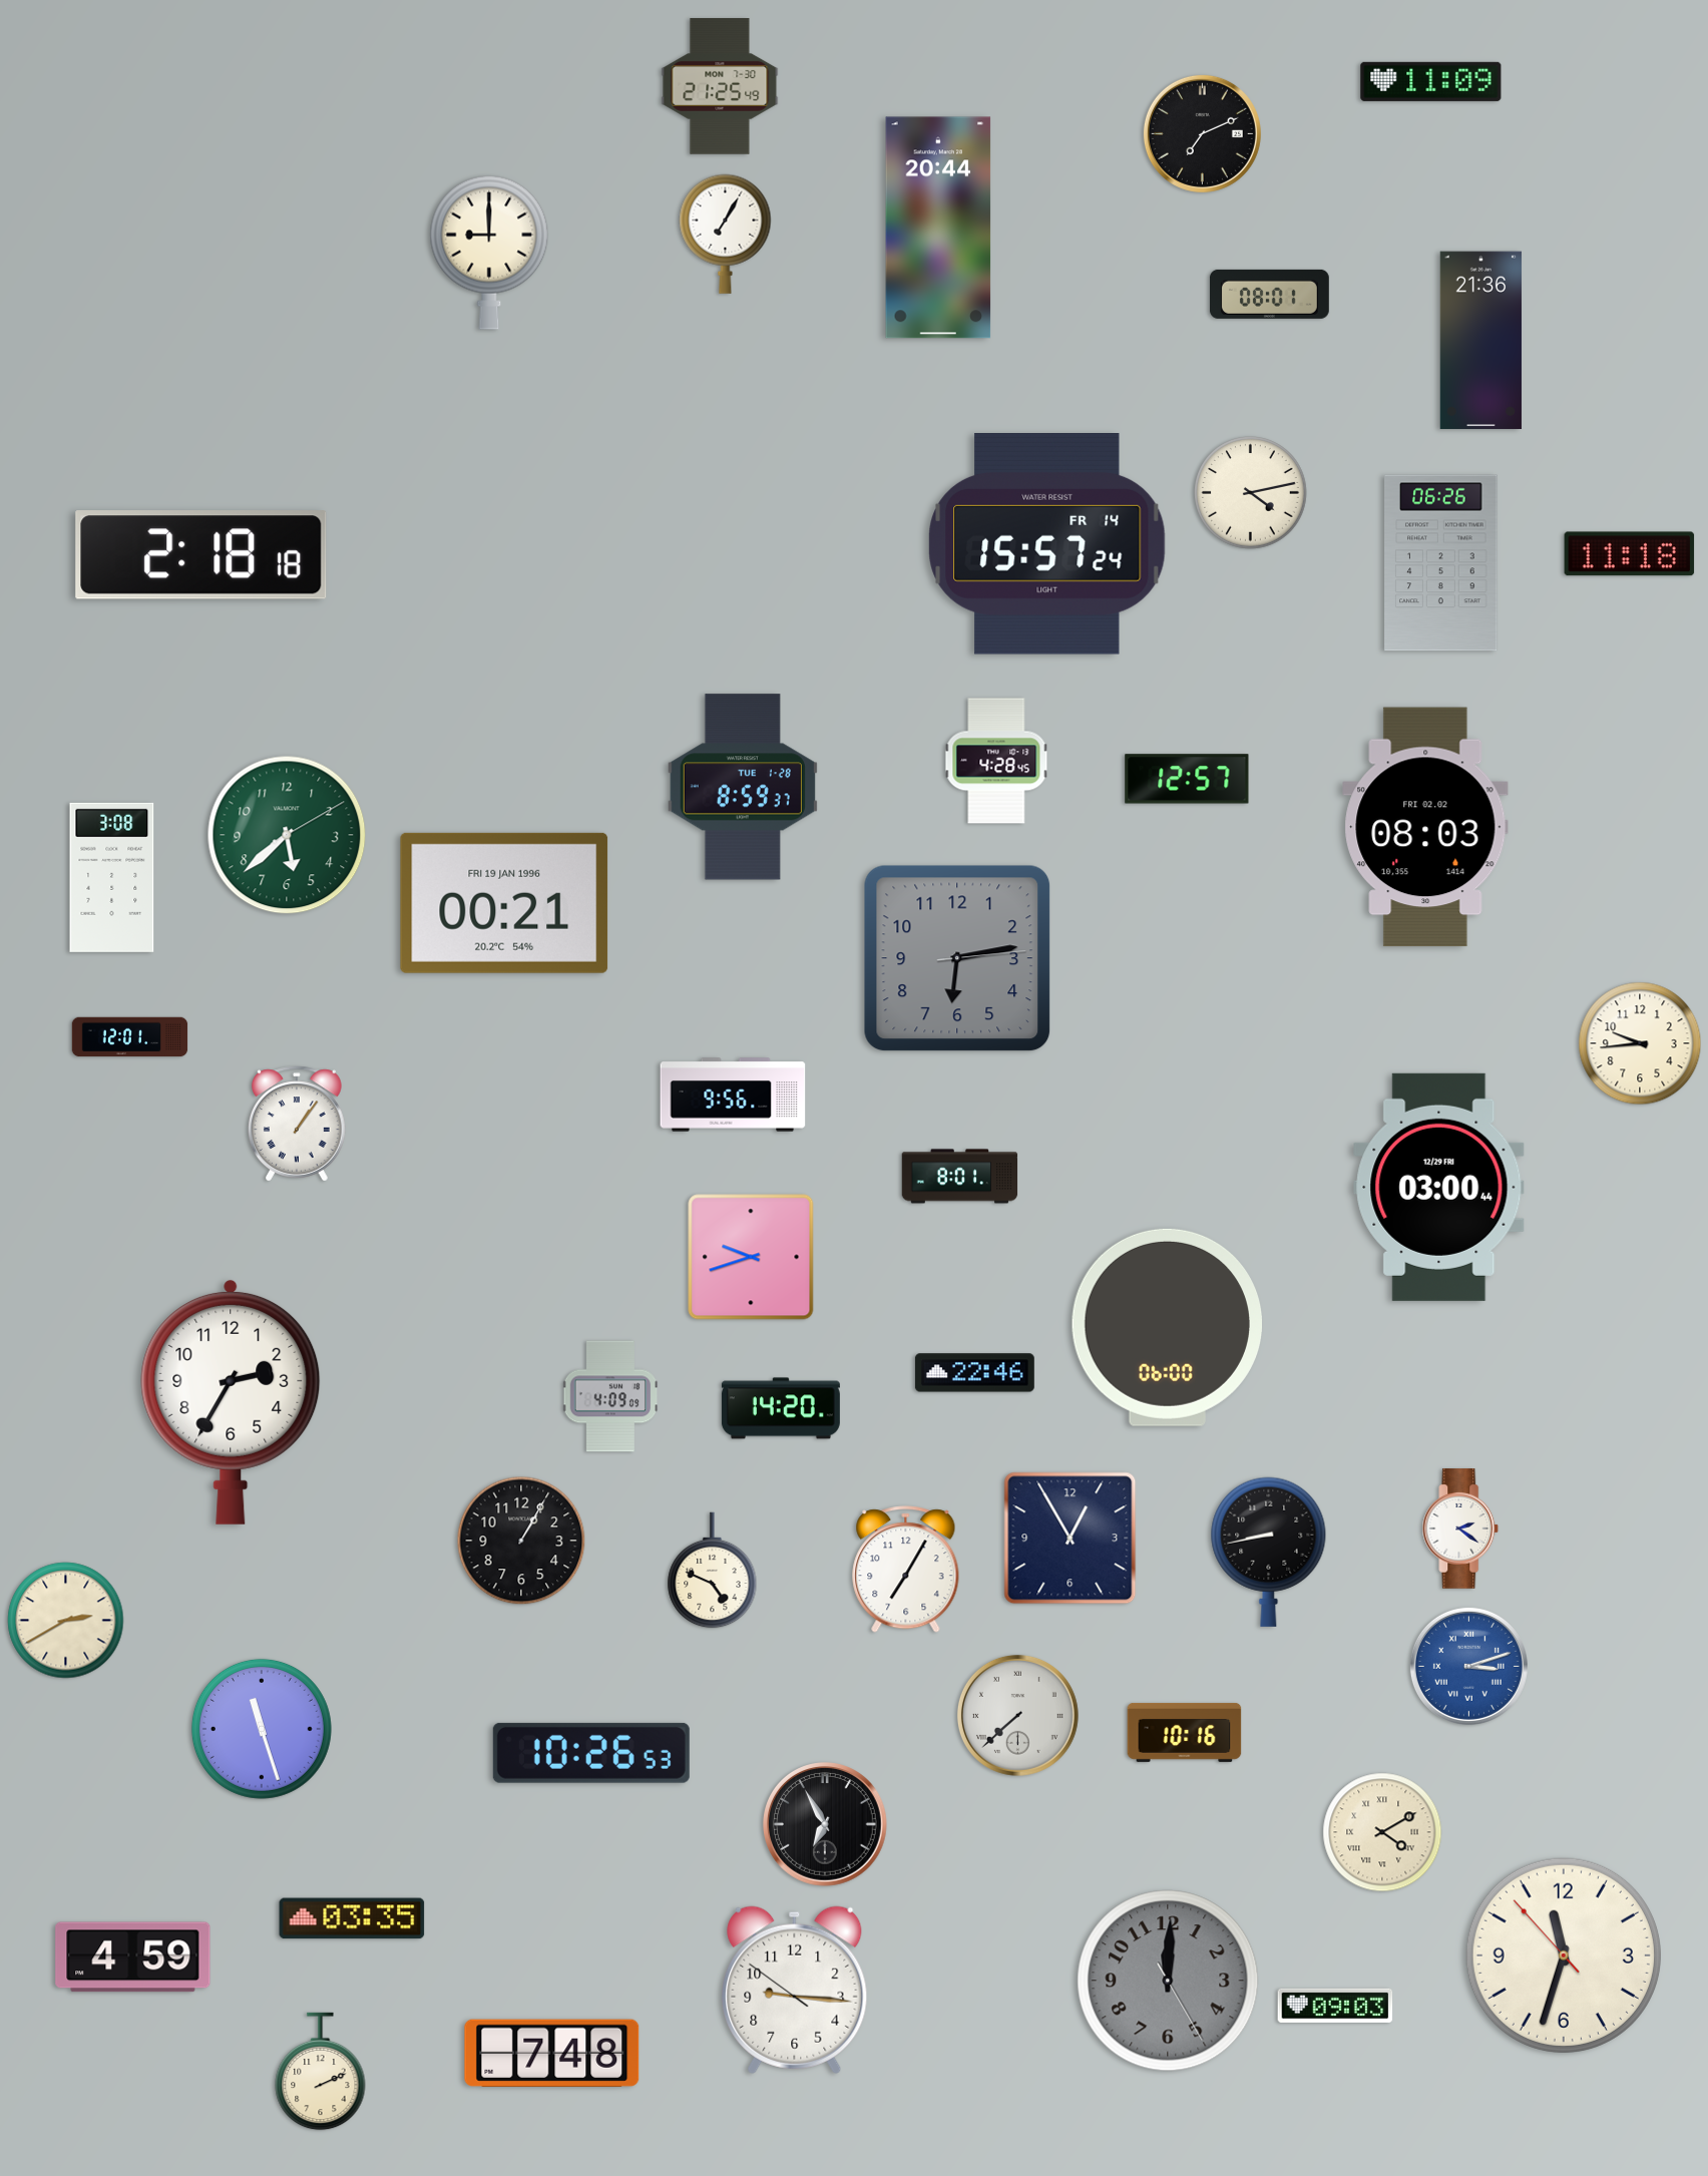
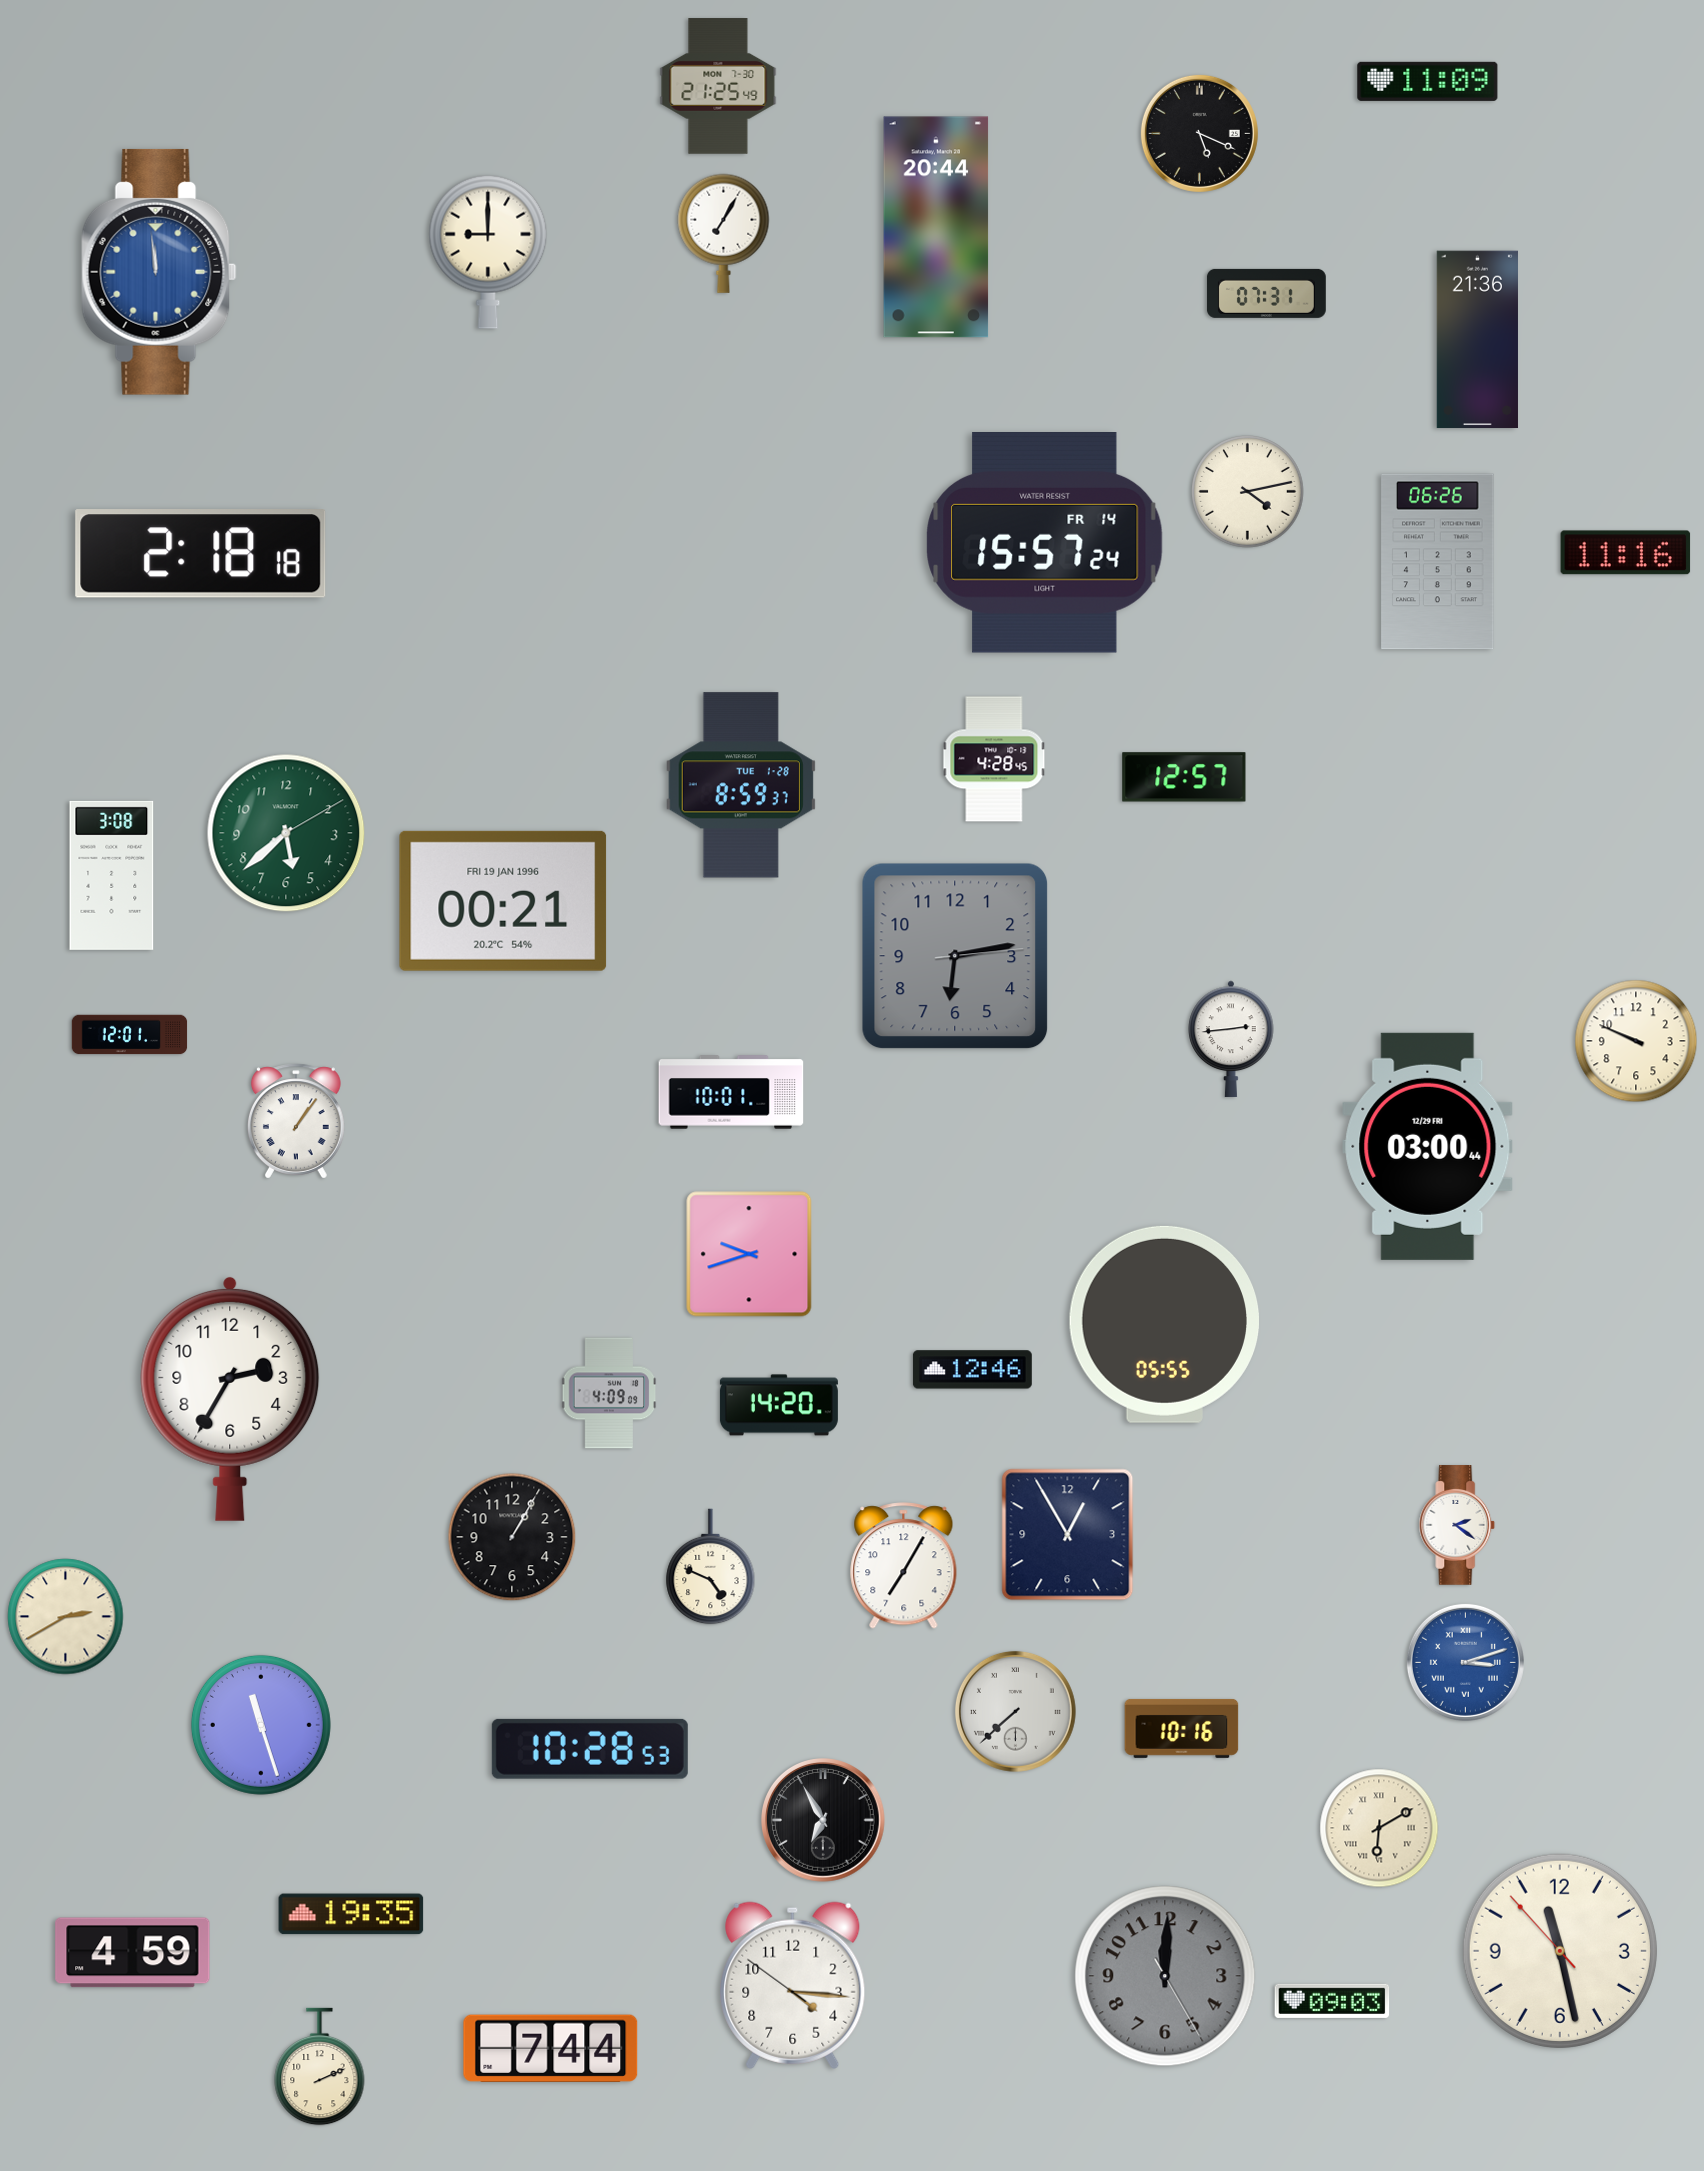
clock at (1202, 133): 7:11 -> 5:19
clock at (159, 272): none -> 11:59
clock at (1269, 294): 08:01 -> 07:31
clock at (1630, 554): 11:18 -> 11:16
clock at (1425, 827): 08:03 -> none
clock at (1231, 1039): none -> 2:44
clock at (1640, 1043): 9:44 -> 9:49
clock at (733, 1095): 9:56 -> 10:01
clock at (960, 1177): 8:01 -> none
clock at (1439, 1187) position: (1439, 1187) -> (1428, 1146)
clock at (1167, 1327): 06:00 -> 05:55
clock at (974, 1373): 22:46 -> 12:46
clock at (521, 1541) position: (521, 1541) -> (512, 1537)
clock at (1269, 1552): 8:43 -> none
clock at (591, 1753): 10:26 -> 10:28
clock at (1382, 1832): 4:10 -> 6:10
clock at (352, 1918): 03:35 -> 19:35
clock at (1564, 1955): 11:32 -> 11:27
clock at (795, 1990): 9:15 -> 4:15
clock at (552, 2053): 7:48 -> 7:44
